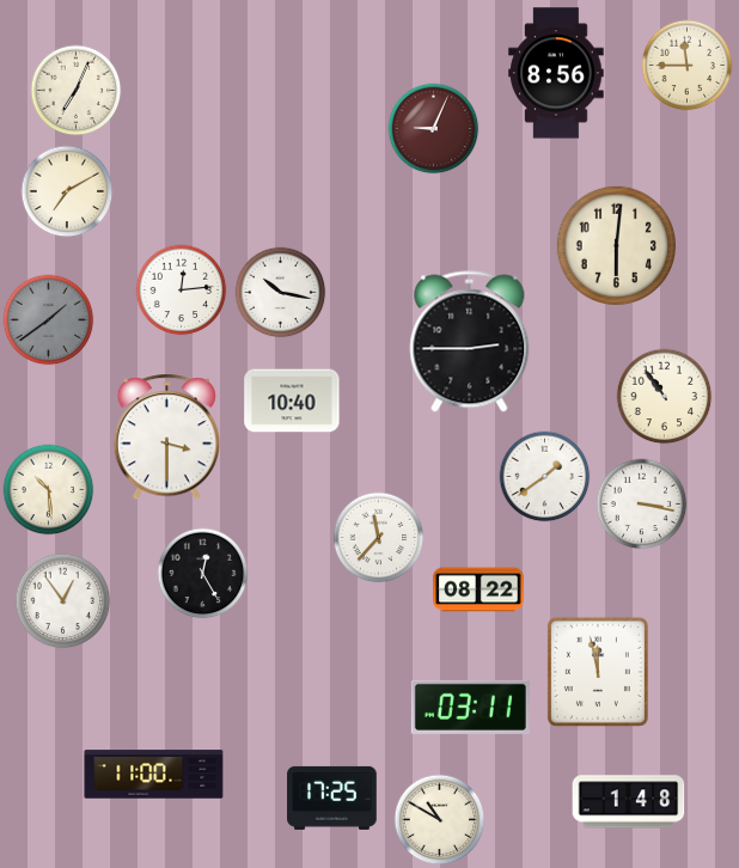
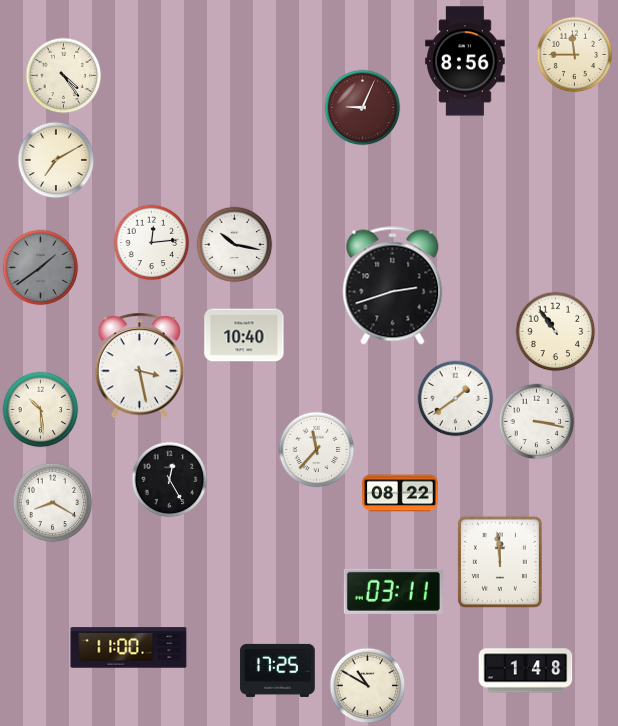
clock at (77, 91): 7:04 -> 4:24
clock at (616, 245): 6:01 -> none
clock at (470, 342): 2:45 -> 2:42
clock at (166, 438): 3:30 -> 3:28
clock at (63, 601): 12:54 -> 8:20
clock at (598, 672): 11:58 -> 11:59
clock at (332, 797) position: (332, 797) -> (278, 670)
